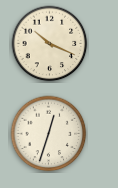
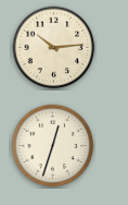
clock at (50, 44): 10:19 -> 10:14
